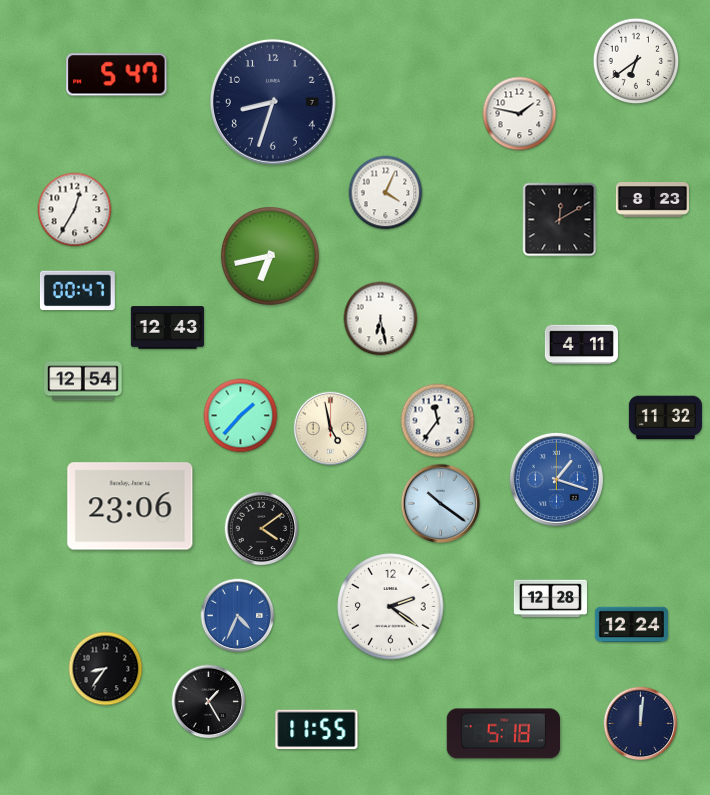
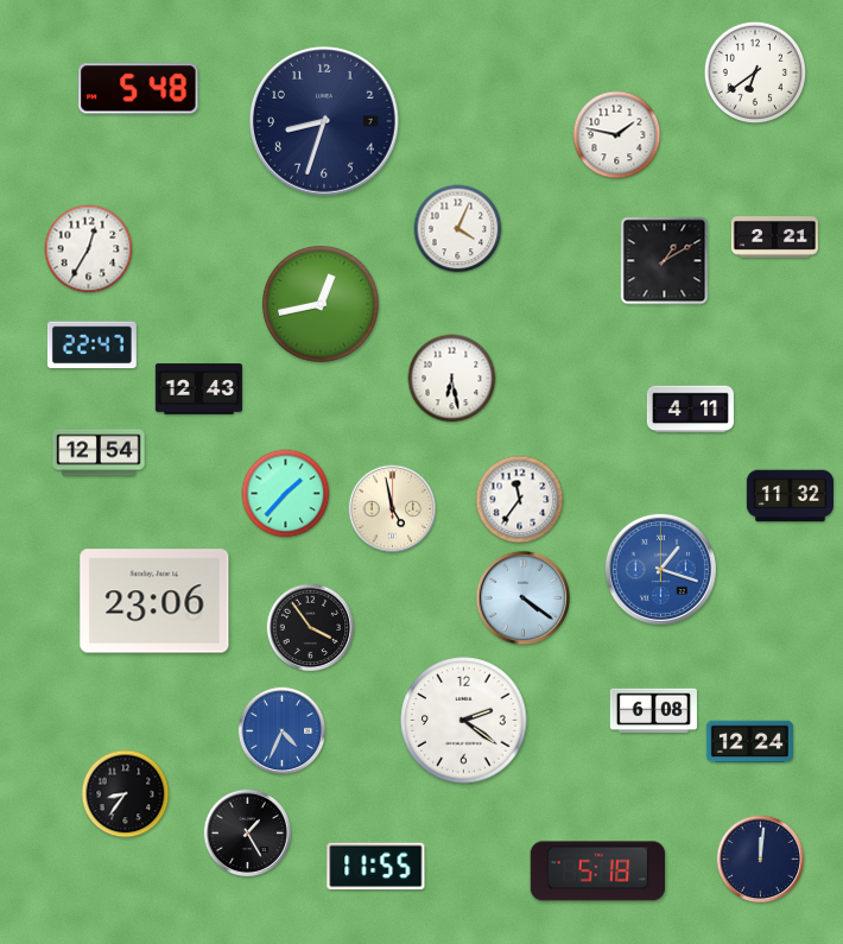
clock at (117, 75): 5:47 -> 5:48
clock at (652, 200): 8:23 -> 2:21
clock at (560, 220): 12:10 -> 1:10
clock at (270, 256): 6:43 -> 12:43
clock at (77, 291): 00:47 -> 22:47
clock at (441, 504): 10:21 -> 4:21
clock at (262, 529): 4:09 -> 3:54
clock at (550, 599): 12:28 -> 6:08
